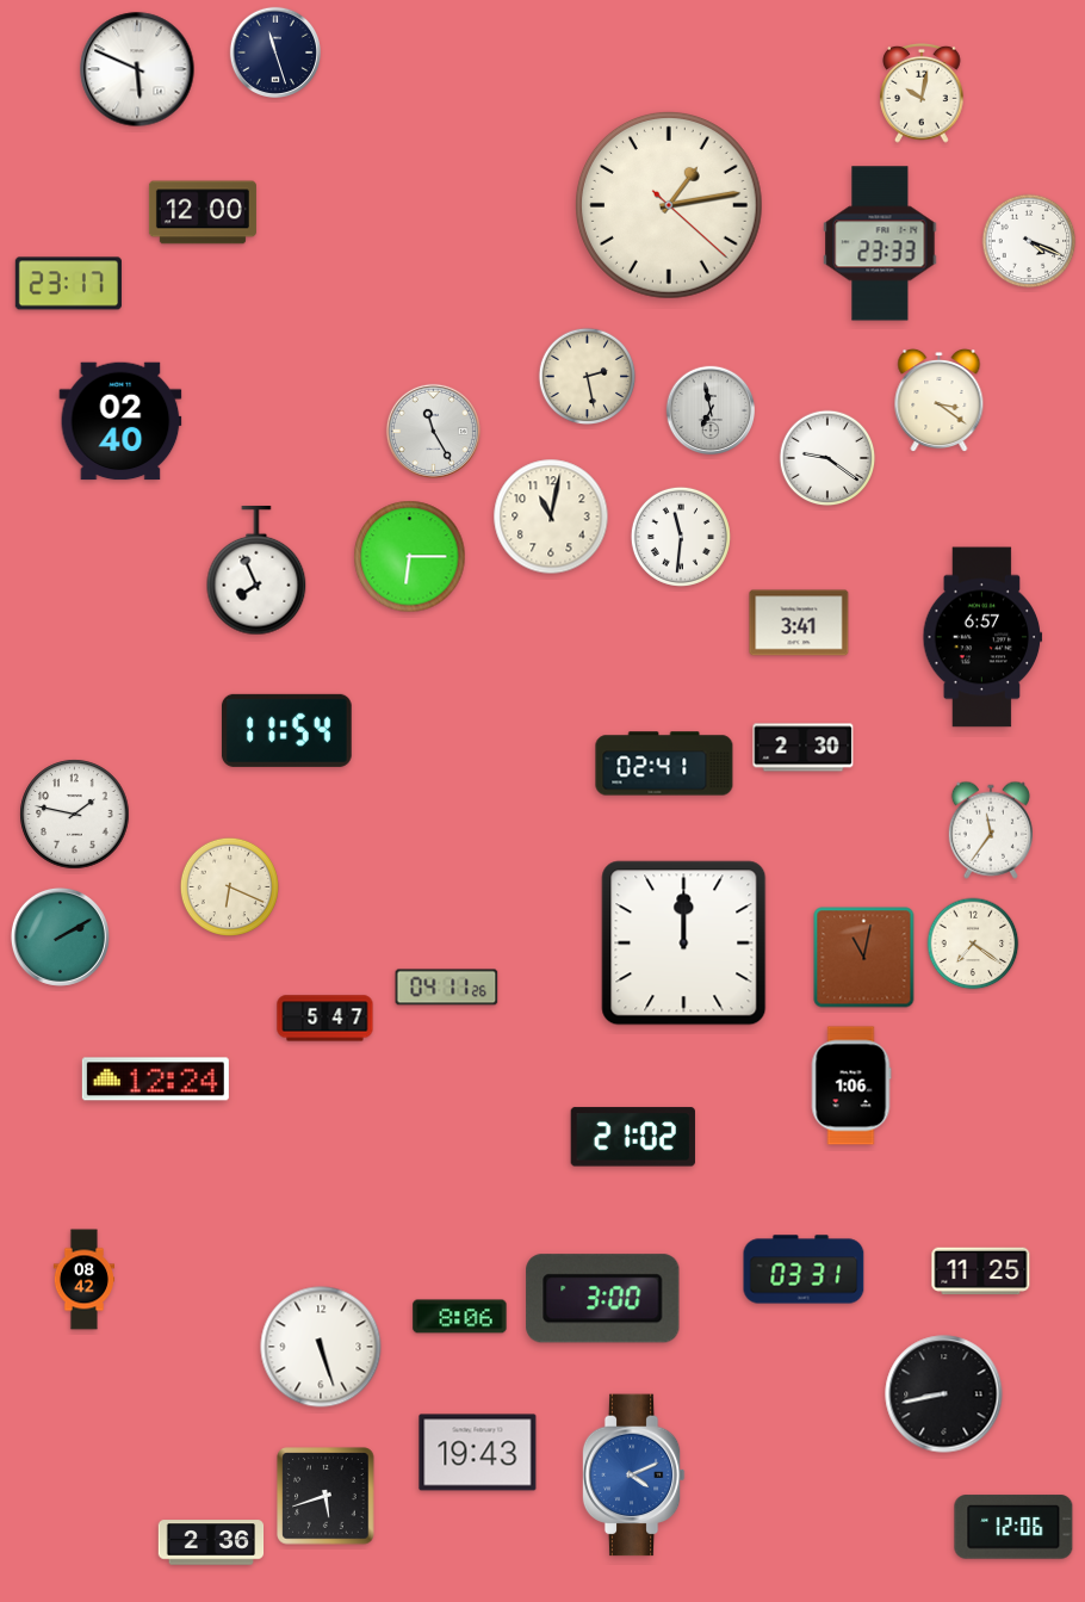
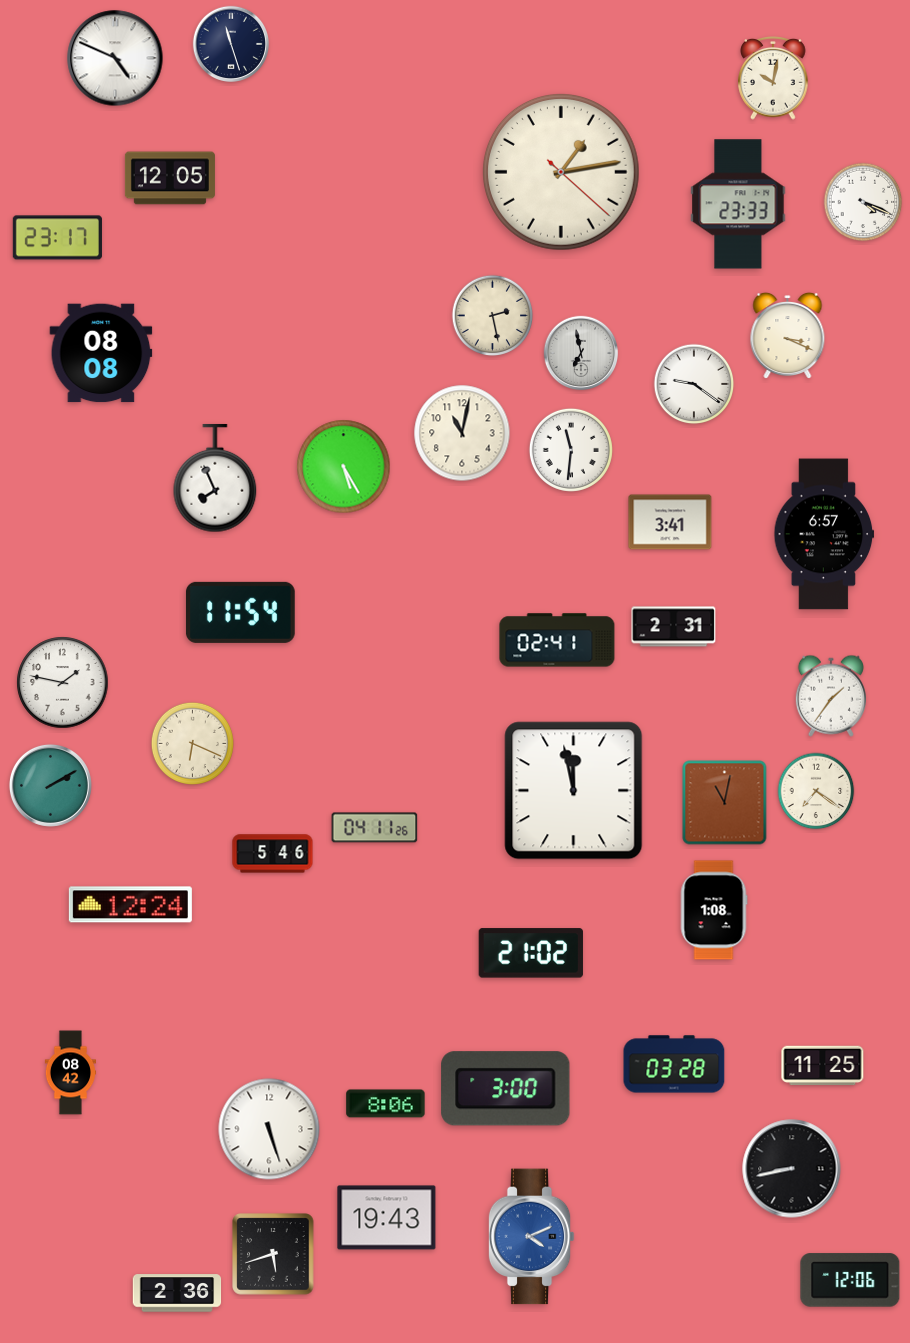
clock at (137, 69): 5:49 -> 4:49
clock at (203, 212): 12:00 -> 12:05
clock at (940, 401): 3:21 -> 3:19
clock at (711, 410) position: (711, 410) -> (581, 353)
clock at (120, 421): 02:40 -> 08:08
clock at (433, 431): 11:25 -> none
clock at (410, 557): 6:15 -> 5:25
clock at (804, 748): 2:30 -> 2:31
clock at (991, 830): 11:36 -> 1:36
clock at (684, 944): 12:00 -> 11:58
clock at (325, 1019): 5:47 -> 5:46
clock at (851, 1085): 1:06 -> 1:08
clock at (804, 1269): 03:31 -> 03:28
clock at (478, 1453) position: (478, 1453) -> (387, 1218)
